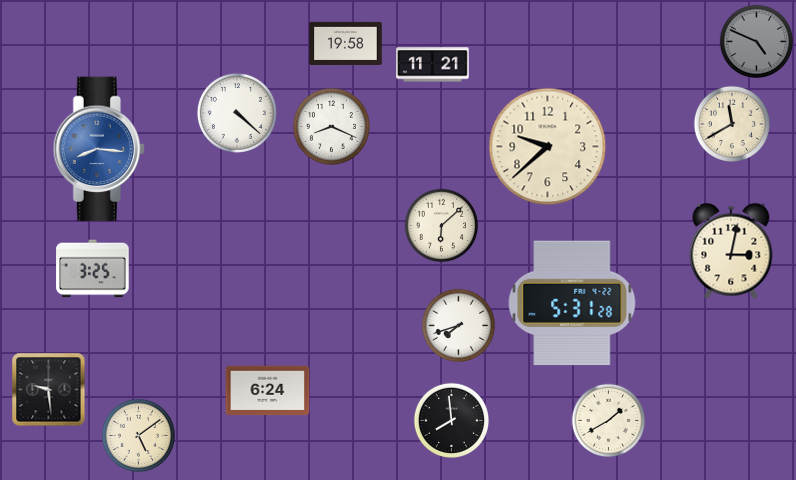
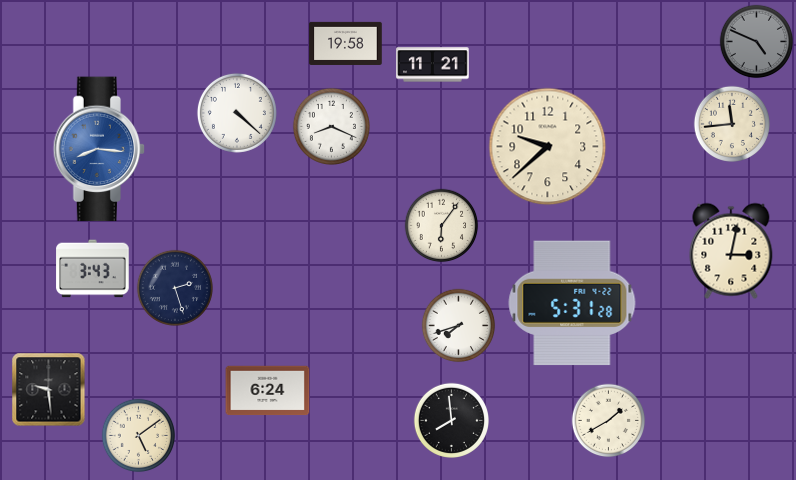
clock at (732, 124): 11:40 -> 11:44
clock at (442, 226): 6:08 -> 6:06
clock at (93, 269): 3:25 -> 3:43
clock at (175, 288): none -> 2:27
